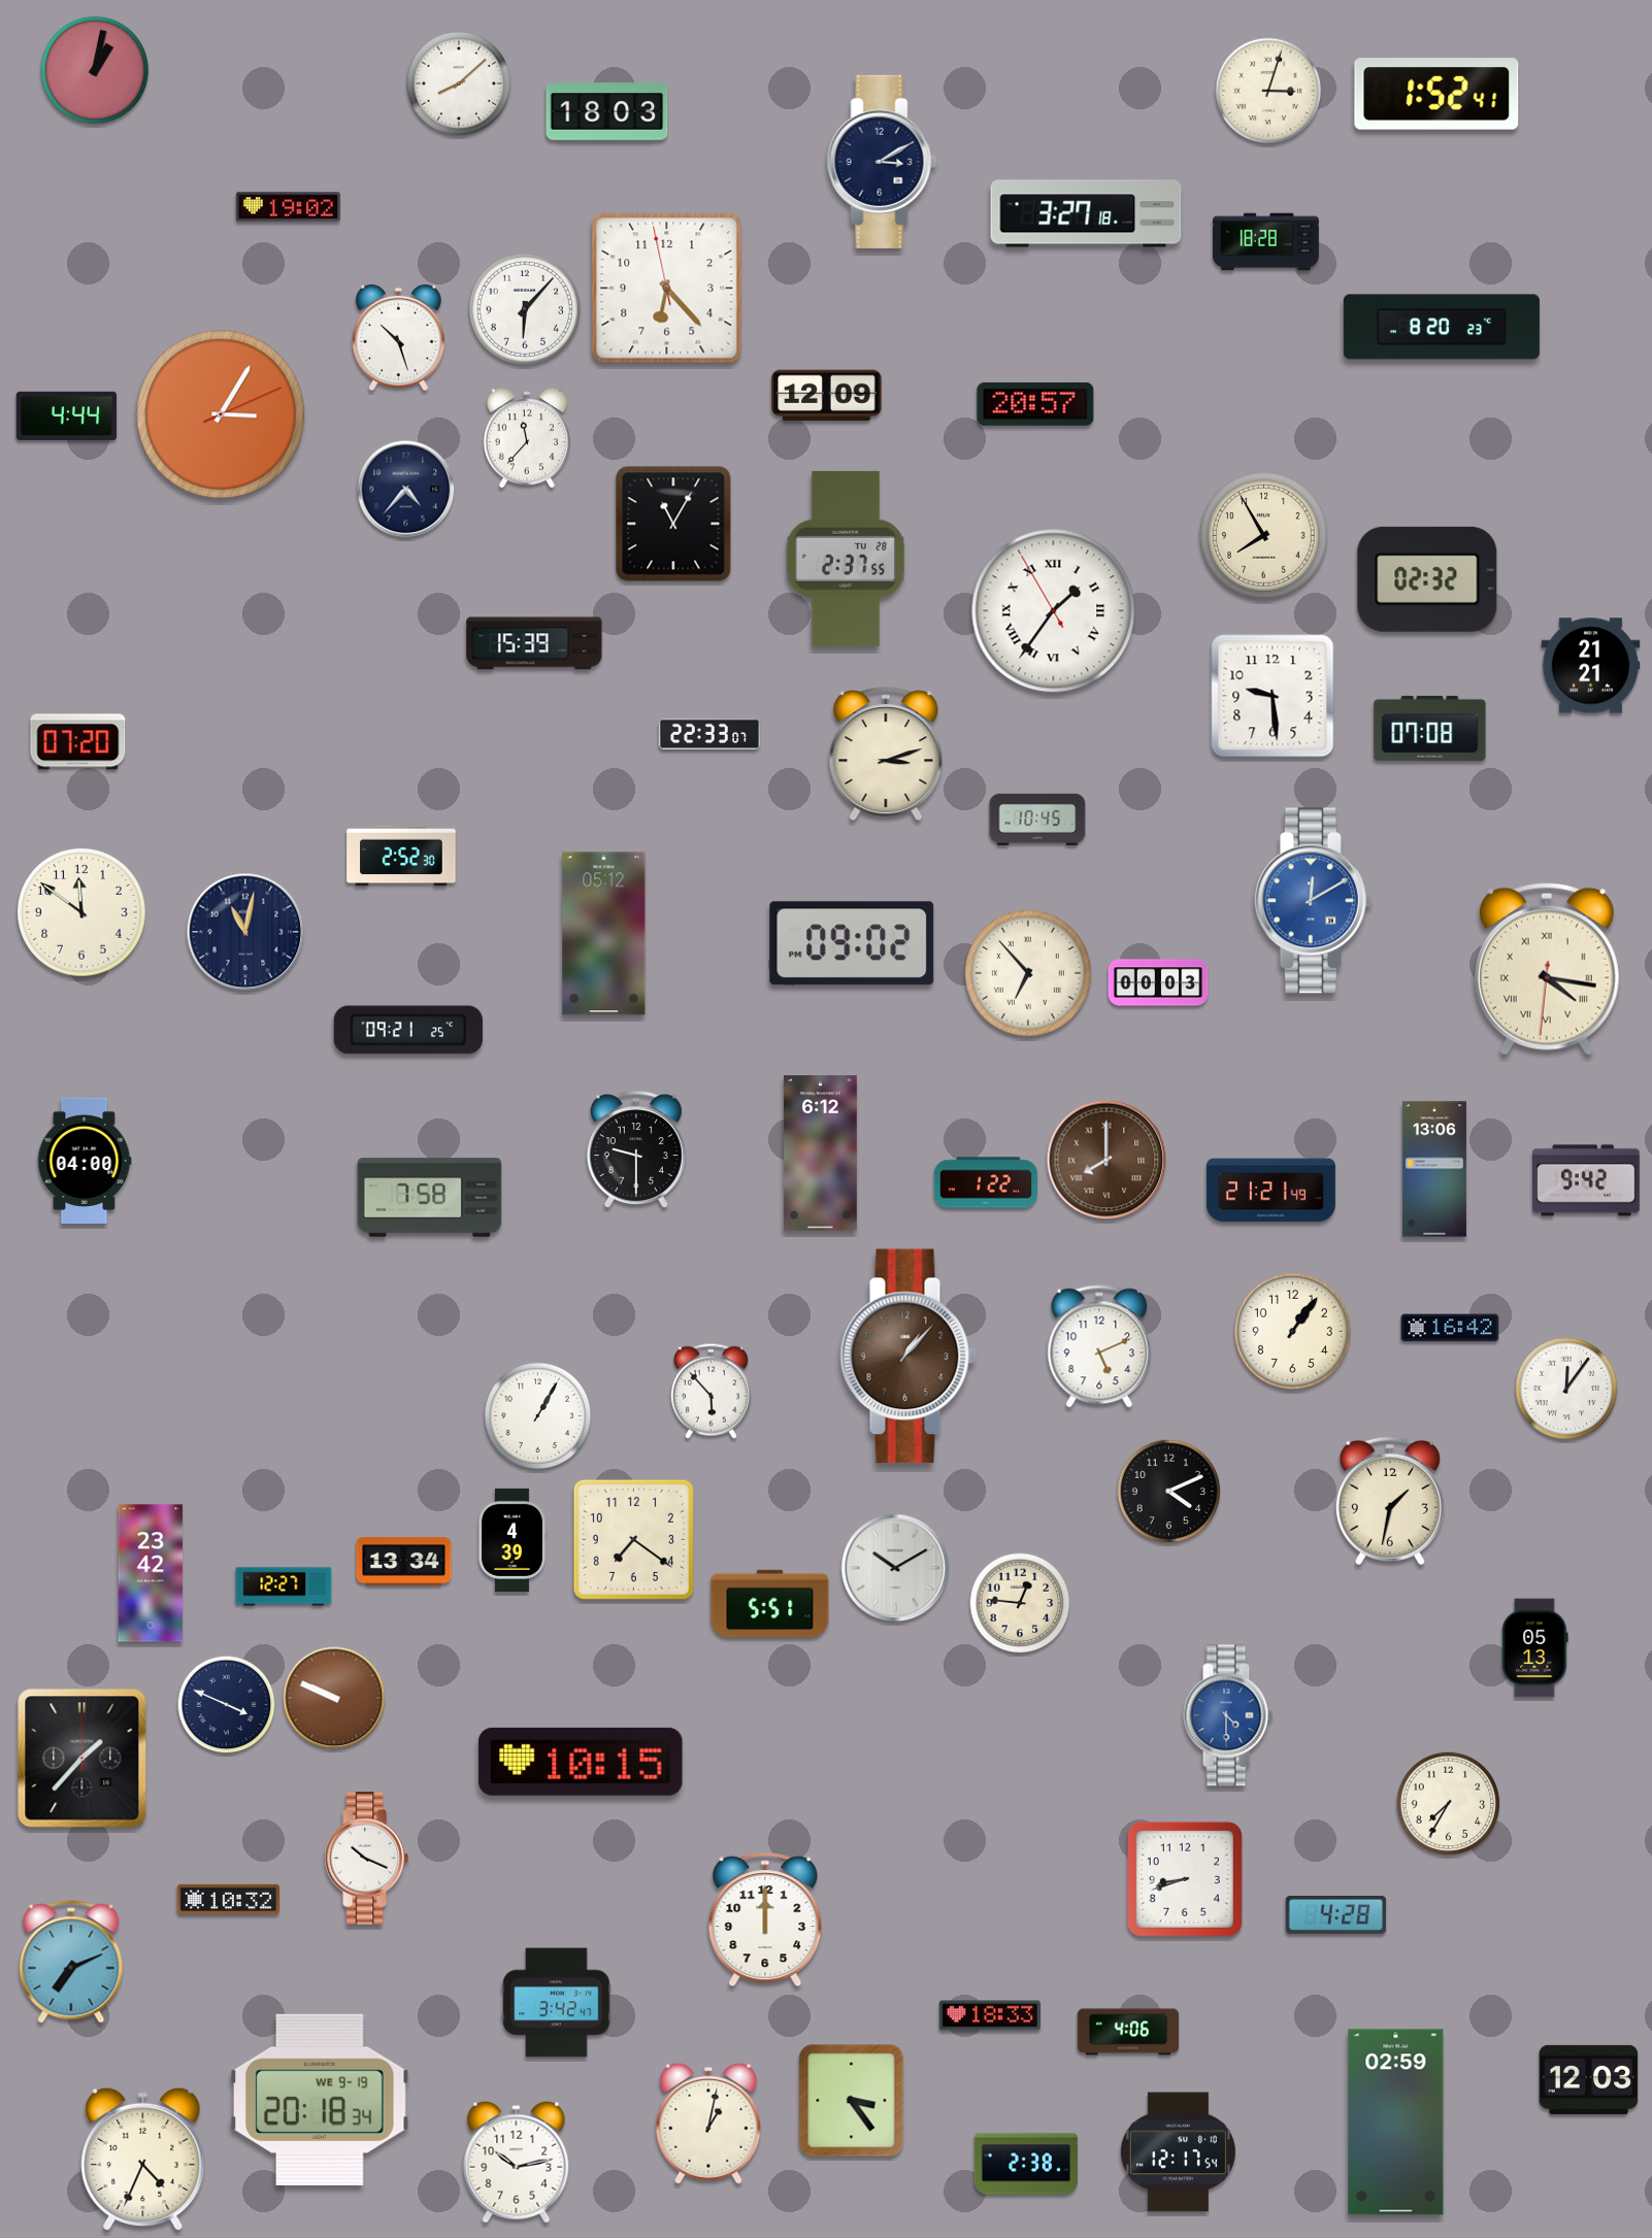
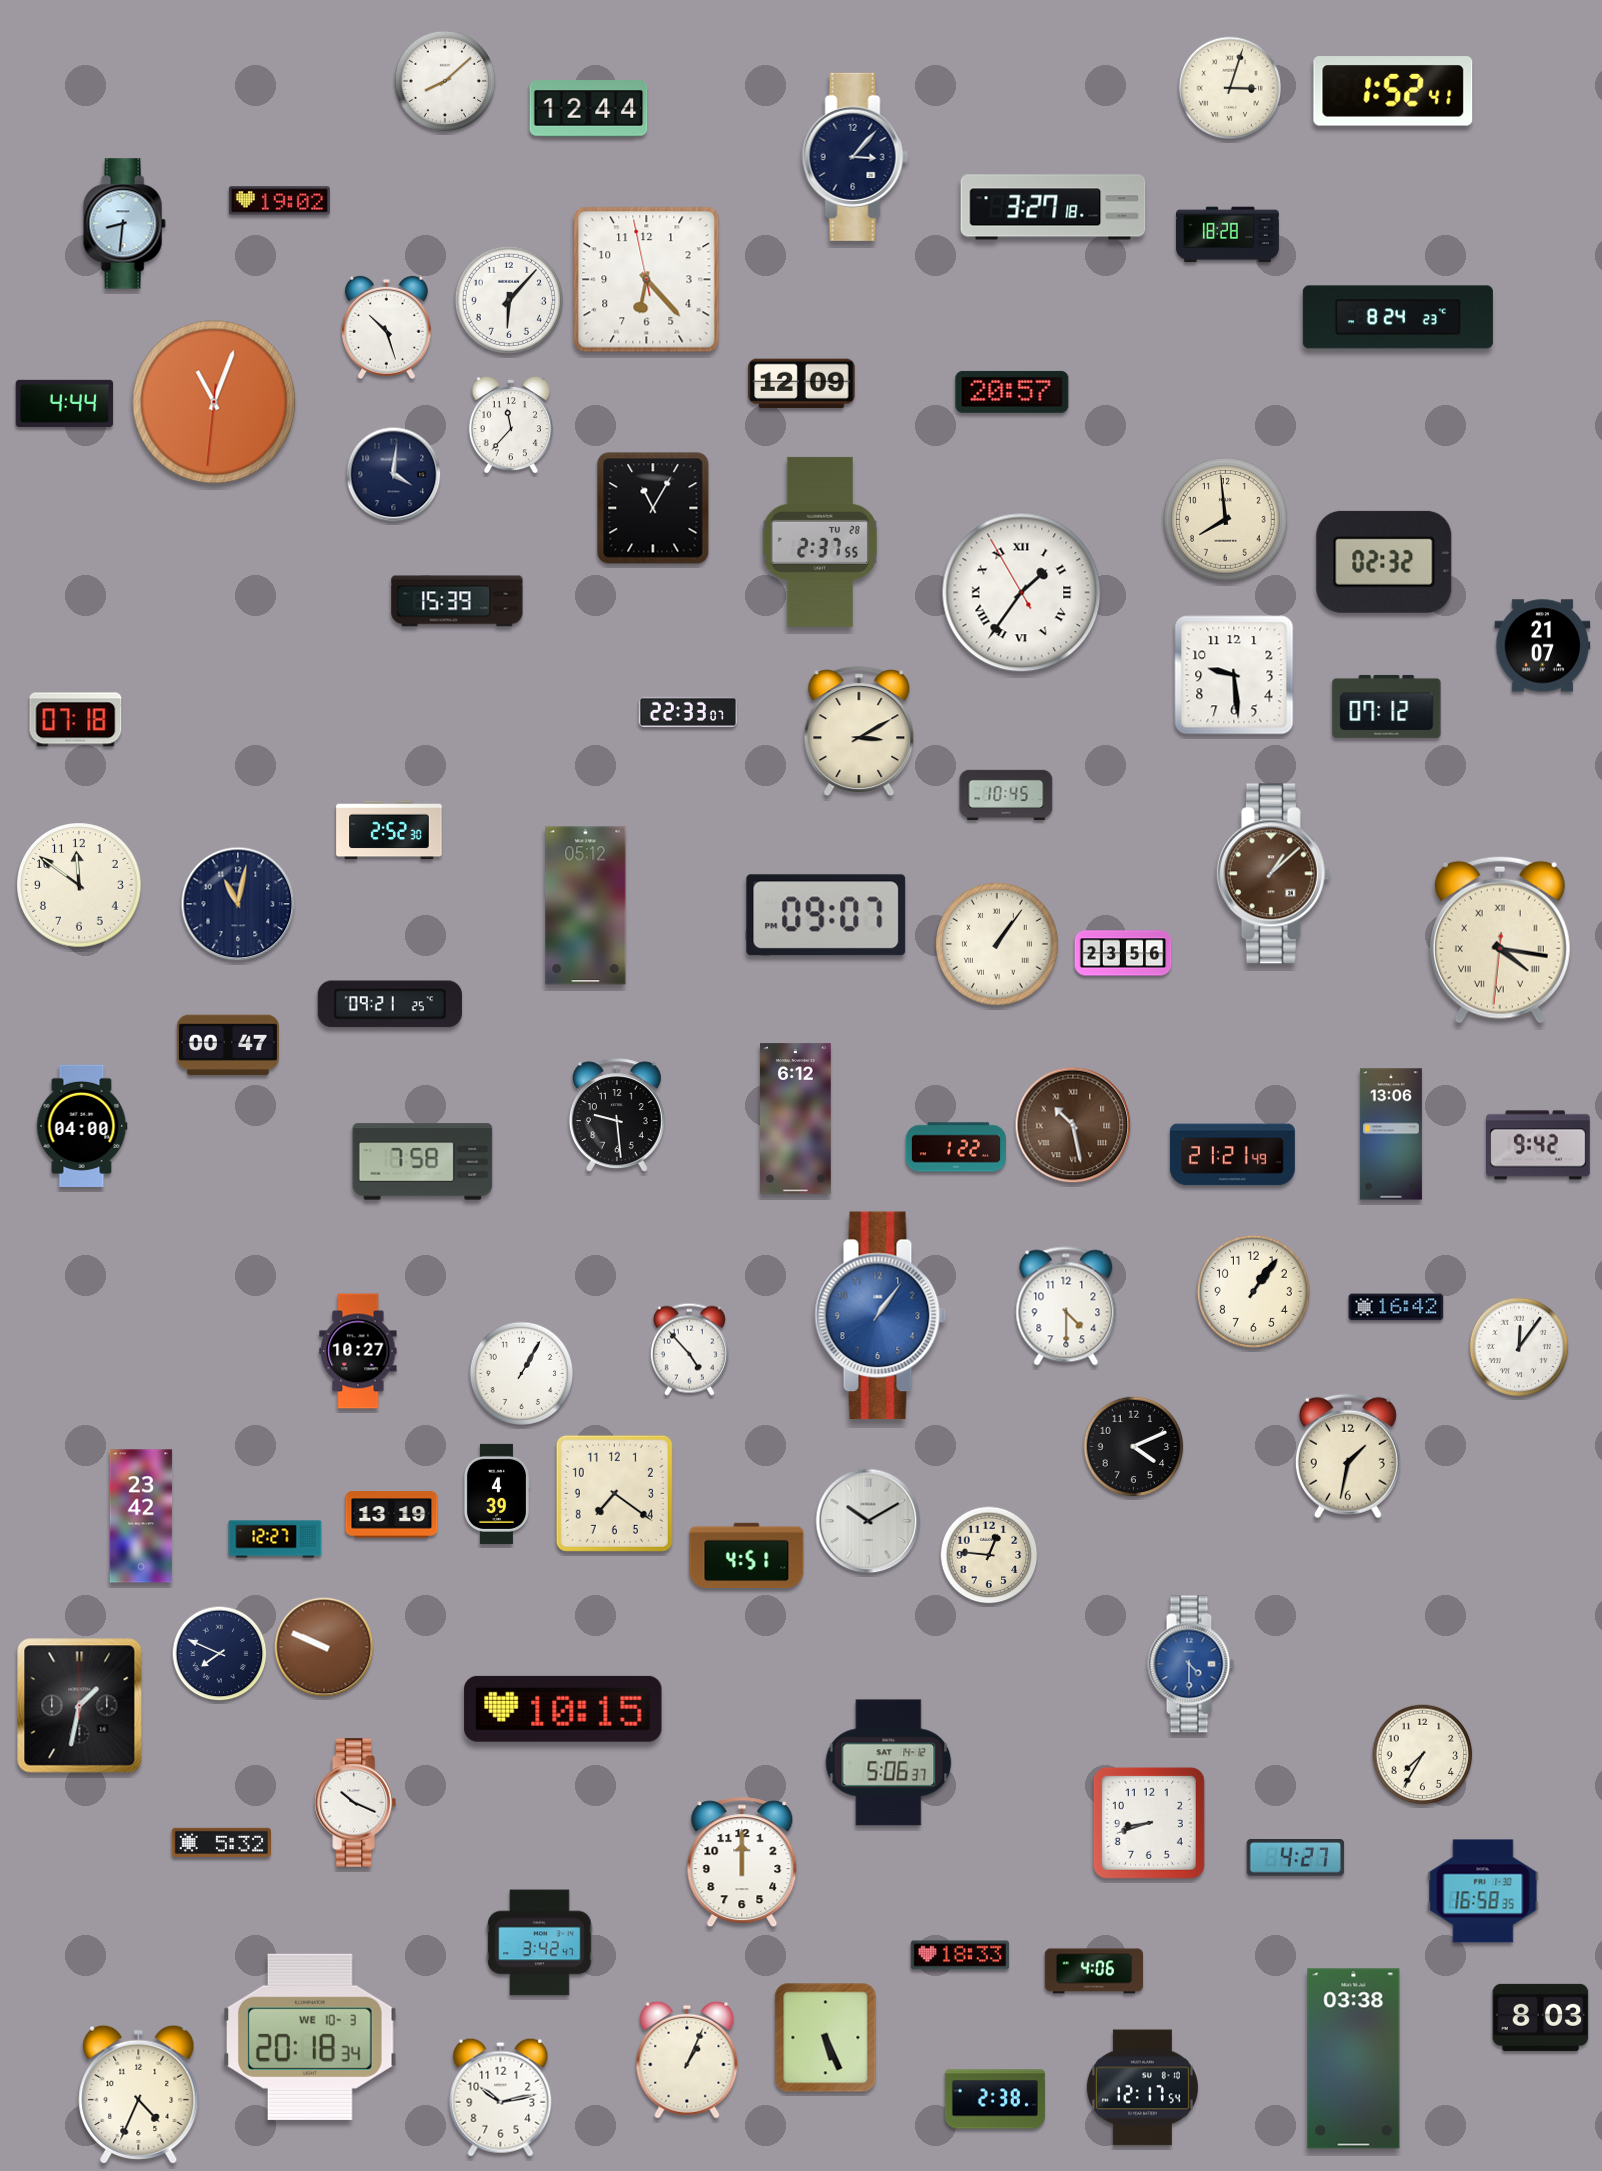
clock at (94, 69): 1:02 -> none
clock at (607, 112): 18:03 -> 12:44
clock at (882, 162): 3:10 -> 3:07
clock at (124, 224): none -> 8:31
clock at (1442, 327): 8:20 -> 8:24
clock at (1035, 404) position: (1035, 404) -> (1012, 392)
clock at (221, 414): 3:05 -> 11:03
clock at (406, 490): 4:37 -> 4:01
clock at (1264, 536): 7:55 -> 7:59
clock at (534, 643) position: (534, 643) -> (457, 601)
clock at (1591, 666): 21:21 -> 21:07
clock at (1430, 728): 07:08 -> 07:12
clock at (78, 742): 07:20 -> 07:18
clock at (886, 754): 3:12 -> 3:10
clock at (1313, 901): 12:10 -> 1:08
clock at (1313, 901) dial: blue -> brown
clock at (852, 943): 09:02 -> 09:07
clock at (1029, 974): 6:53 -> 1:06
clock at (1158, 982): 00:03 -> 23:56
clock at (408, 1030) position: (408, 1030) -> (390, 1004)
clock at (228, 1045): none -> 00:47
clock at (636, 1149): 9:30 -> 9:29
clock at (1106, 1160): 8:00 -> 10:28
clock at (430, 1198) position: (430, 1198) -> (423, 1162)
clock at (1450, 1328) position: (1450, 1328) -> (1396, 1307)
clock at (1099, 1346): 5:11 -> 4:30
clock at (908, 1357): 1:07 -> 1:06
clock at (908, 1357) dial: brown -> blue
clock at (711, 1391): 5:53 -> 4:53
clock at (358, 1351): none -> 10:27
clock at (404, 1562): 13:34 -> 13:19
clock at (151, 1573) position: (151, 1573) -> (141, 1516)
clock at (770, 1604): 5:51 -> 4:51
clock at (1535, 1648): 05:13 -> none
clock at (227, 1705): 3:49 -> 7:49
clock at (82, 1759): 1:37 -> 1:32
clock at (1449, 1804) position: (1449, 1804) -> (1423, 1755)
clock at (889, 1763): none -> 5:06
clock at (228, 1899): 10:32 -> 5:32
clock at (1336, 1915): 4:28 -> 4:27
clock at (1483, 1891): none -> 16:58
clock at (71, 1962): 7:11 -> none
clock at (1589, 2079): 12:03 -> 8:03
clock at (321, 2100) date: WE 9-19 -> WE 10-3
clock at (852, 2101): 3:24 -> 5:26
clock at (1396, 2123): 02:59 -> 03:38
clock at (708, 2124): 1:02 -> 1:04
